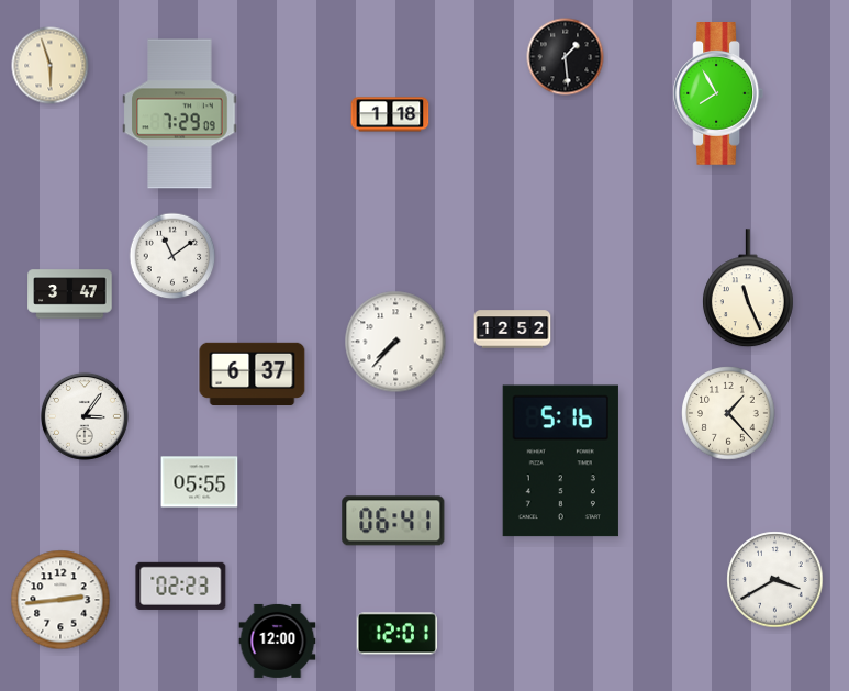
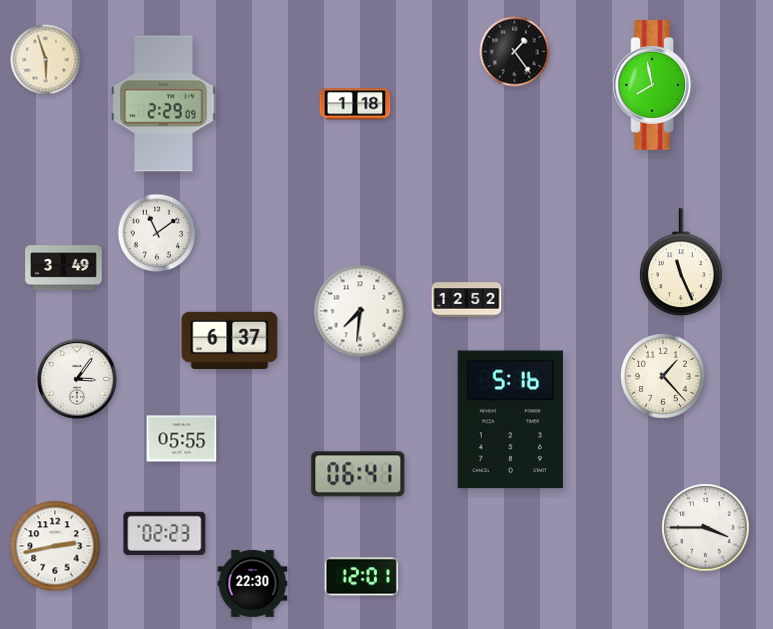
clock at (566, 57): 1:29 -> 1:24
clock at (718, 94): 7:55 -> 7:58
clock at (180, 114): 7:29 -> 2:29
clock at (70, 294): 3:47 -> 3:49
clock at (395, 342): 7:37 -> 7:31
clock at (775, 580): 3:40 -> 3:45
clock at (60, 600): 2:44 -> 2:43
clock at (278, 640): 12:00 -> 22:30
